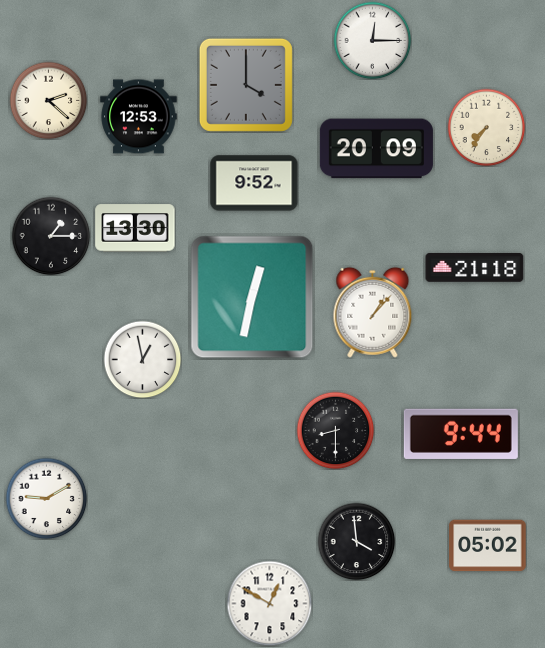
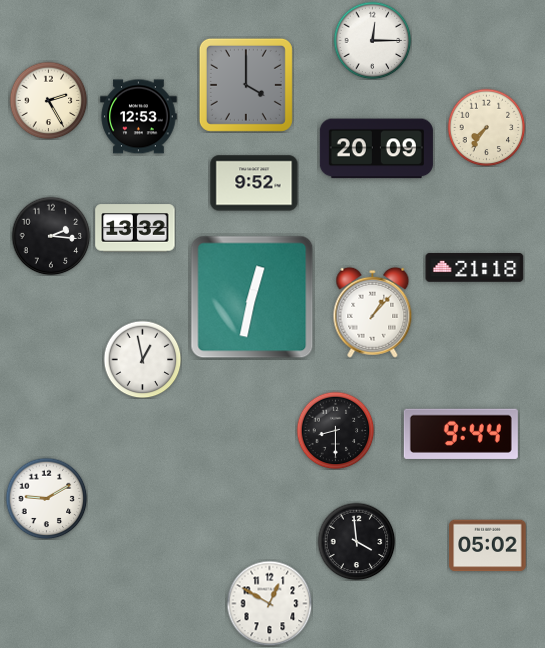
clock at (48, 100): 2:22 -> 2:25
clock at (135, 228): 13:30 -> 13:32
clock at (51, 236): 1:15 -> 2:16
